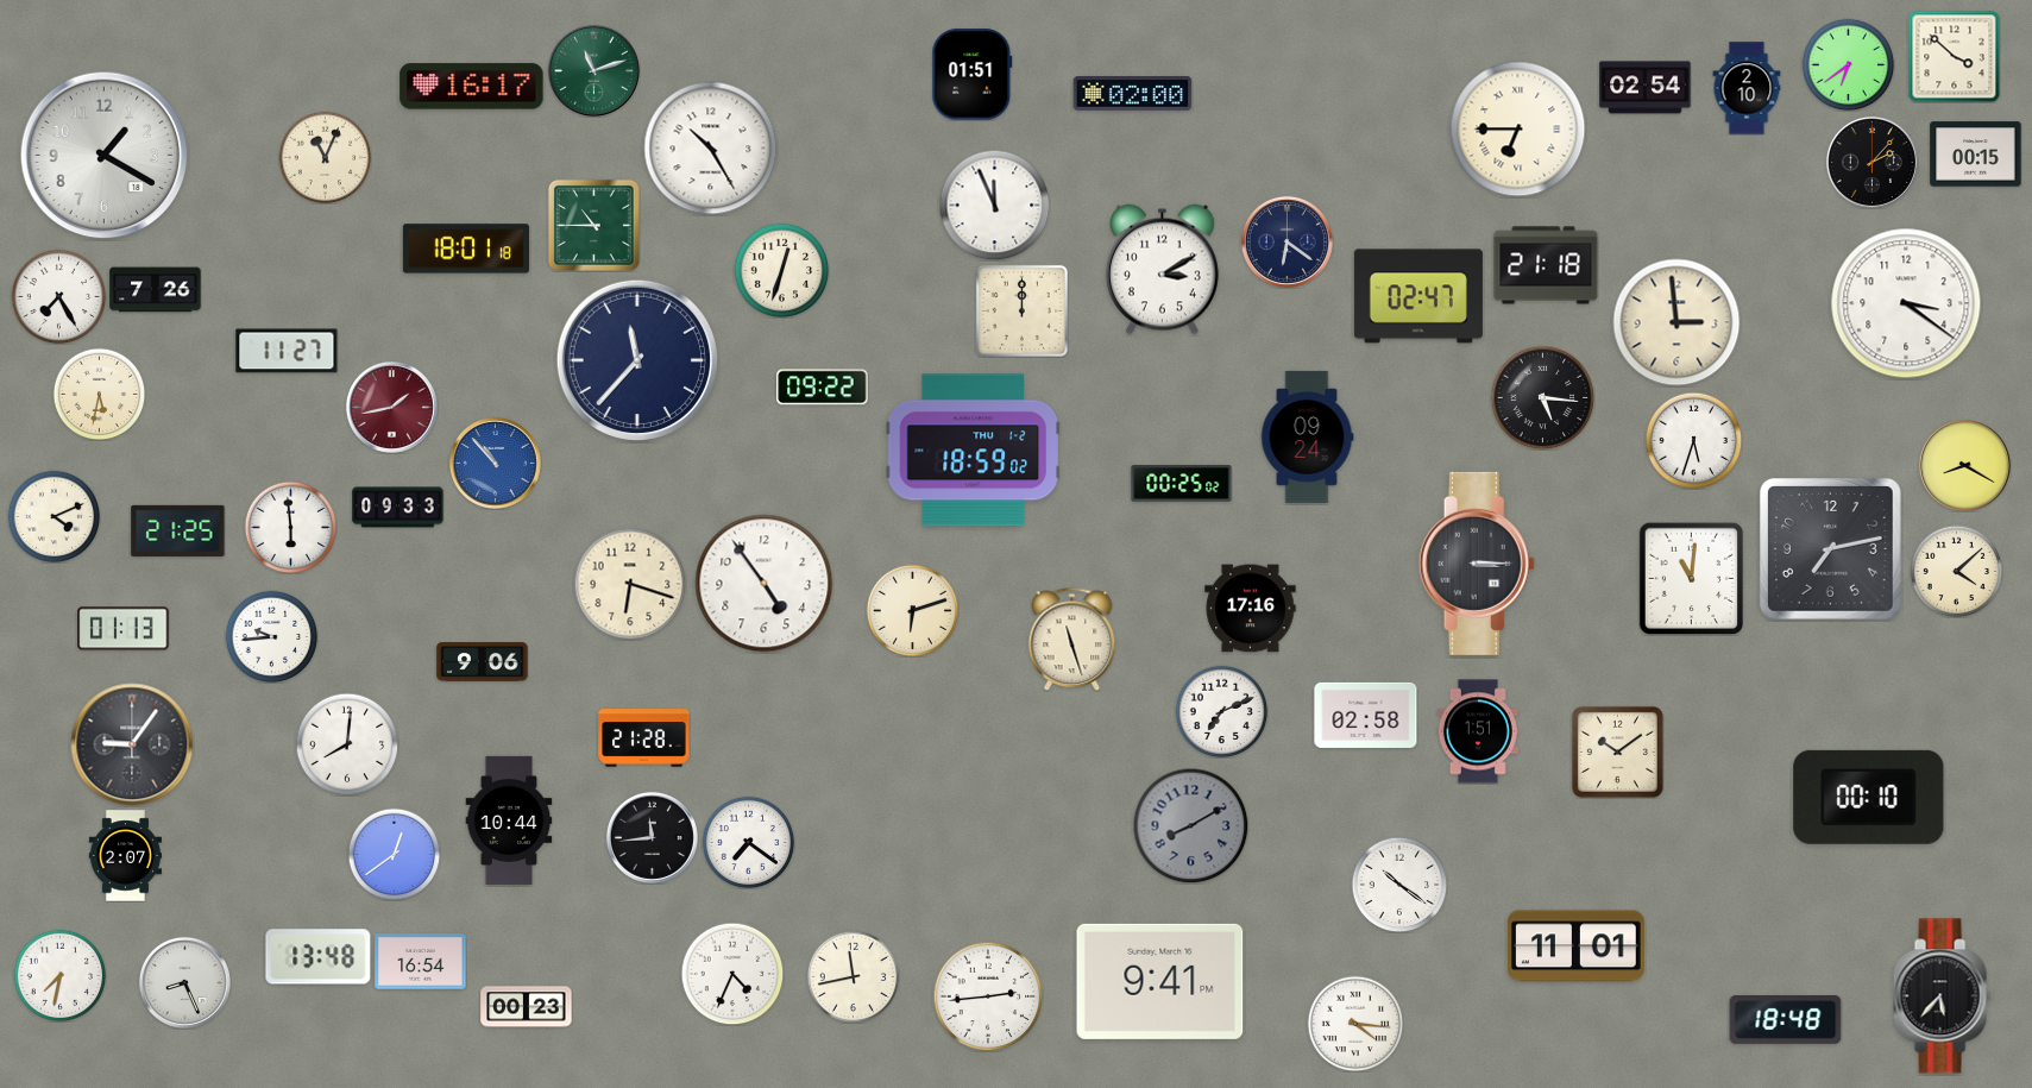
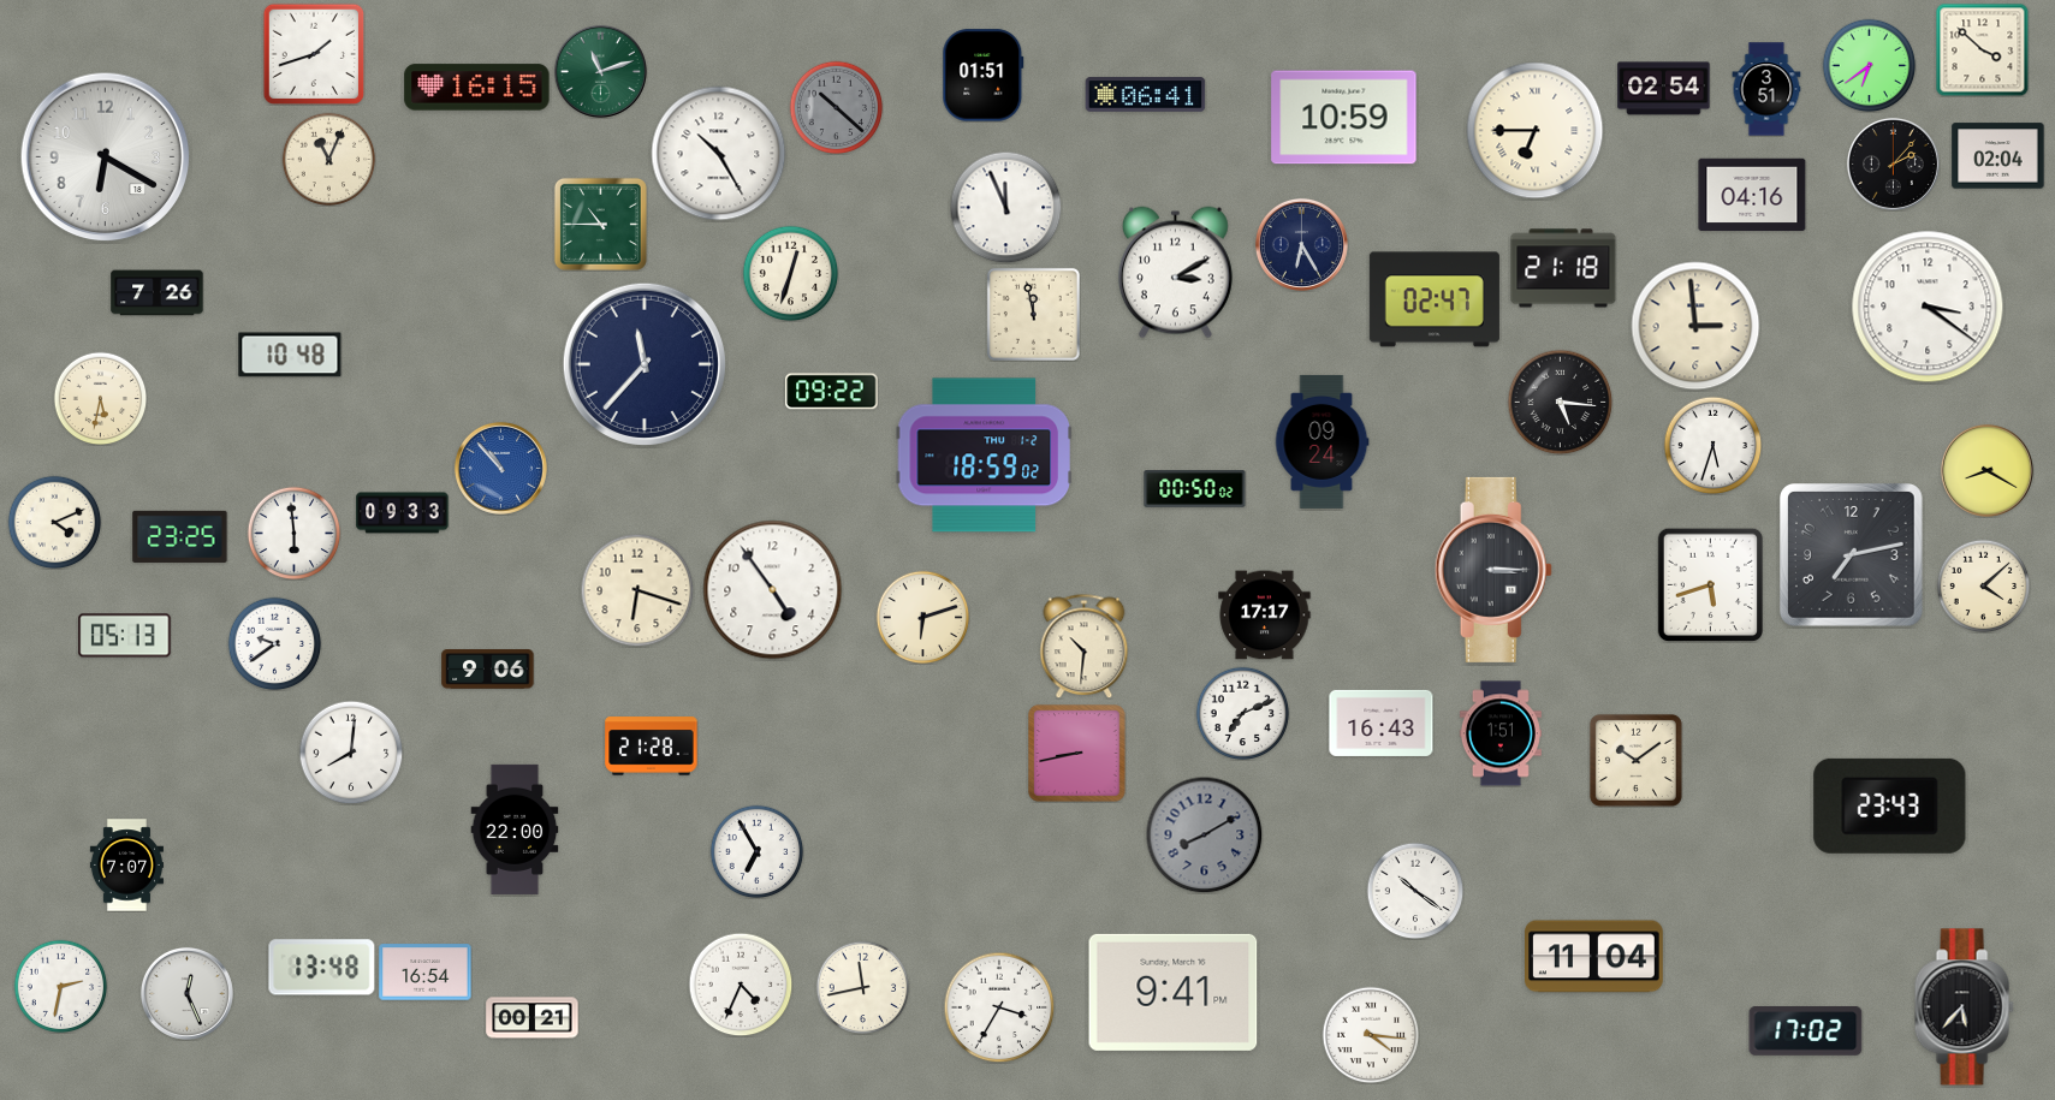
clock at (314, 54): none -> 1:42
clock at (1954, 56) position: (1954, 56) -> (1982, 49)
clock at (472, 87): 16:17 -> 16:15
clock at (1747, 88): 2:10 -> 3:51
clock at (1133, 94): 02:00 -> 06:41
clock at (836, 107): none -> 10:22
clock at (1344, 118): none -> 10:59
clock at (711, 149) position: (711, 149) -> (719, 154)
clock at (1976, 155): 00:15 -> 02:04
clock at (105, 156): 1:20 -> 6:20
clock at (1752, 195): none -> 04:16
clock at (593, 225) position: (593, 225) -> (600, 224)
clock at (1286, 241): 6:21 -> 6:25
clock at (466, 249): 18:01 -> none
clock at (58, 296): 7:25 -> none
clock at (1021, 310): 12:00 -> 11:58
clock at (287, 351): 11:27 -> 10:48
clock at (391, 407): 1:43 -> none
clock at (1182, 484): 00:25 -> 00:50
clock at (178, 530): 21:25 -> 23:25
clock at (1956, 571) position: (1956, 571) -> (1983, 585)
clock at (1692, 578): 11:01 -> 5:42
clock at (1251, 609): 17:16 -> 17:17
clock at (124, 629): 01:13 -> 05:13
clock at (271, 636): 9:44 -> 9:39
clock at (1072, 639): 11:27 -> 10:31
clock at (1221, 711) position: (1221, 711) -> (1242, 713)
clock at (1366, 715): 02:58 -> 16:43
clock at (1478, 731) position: (1478, 731) -> (1501, 733)
clock at (132, 744): 9:06 -> none
clock at (1077, 754): none -> 8:43
clock at (1869, 797): 00:10 -> 23:43
clock at (509, 820): 10:44 -> 22:00
clock at (652, 837): 11:44 -> none
clock at (748, 842): 7:21 -> 6:55
clock at (394, 854): 12:39 -> none
clock at (125, 856): 2:07 -> 7:07
clock at (1399, 885) position: (1399, 885) -> (1415, 891)
clock at (1577, 947): 11:01 -> 11:04
clock at (59, 975): 7:32 -> 2:32
clock at (184, 982): 8:26 -> 12:26
clock at (988, 996): 2:44 -> 3:35
clock at (527, 1007): 00:23 -> 00:21
clock at (1786, 1020): 18:48 -> 17:02
